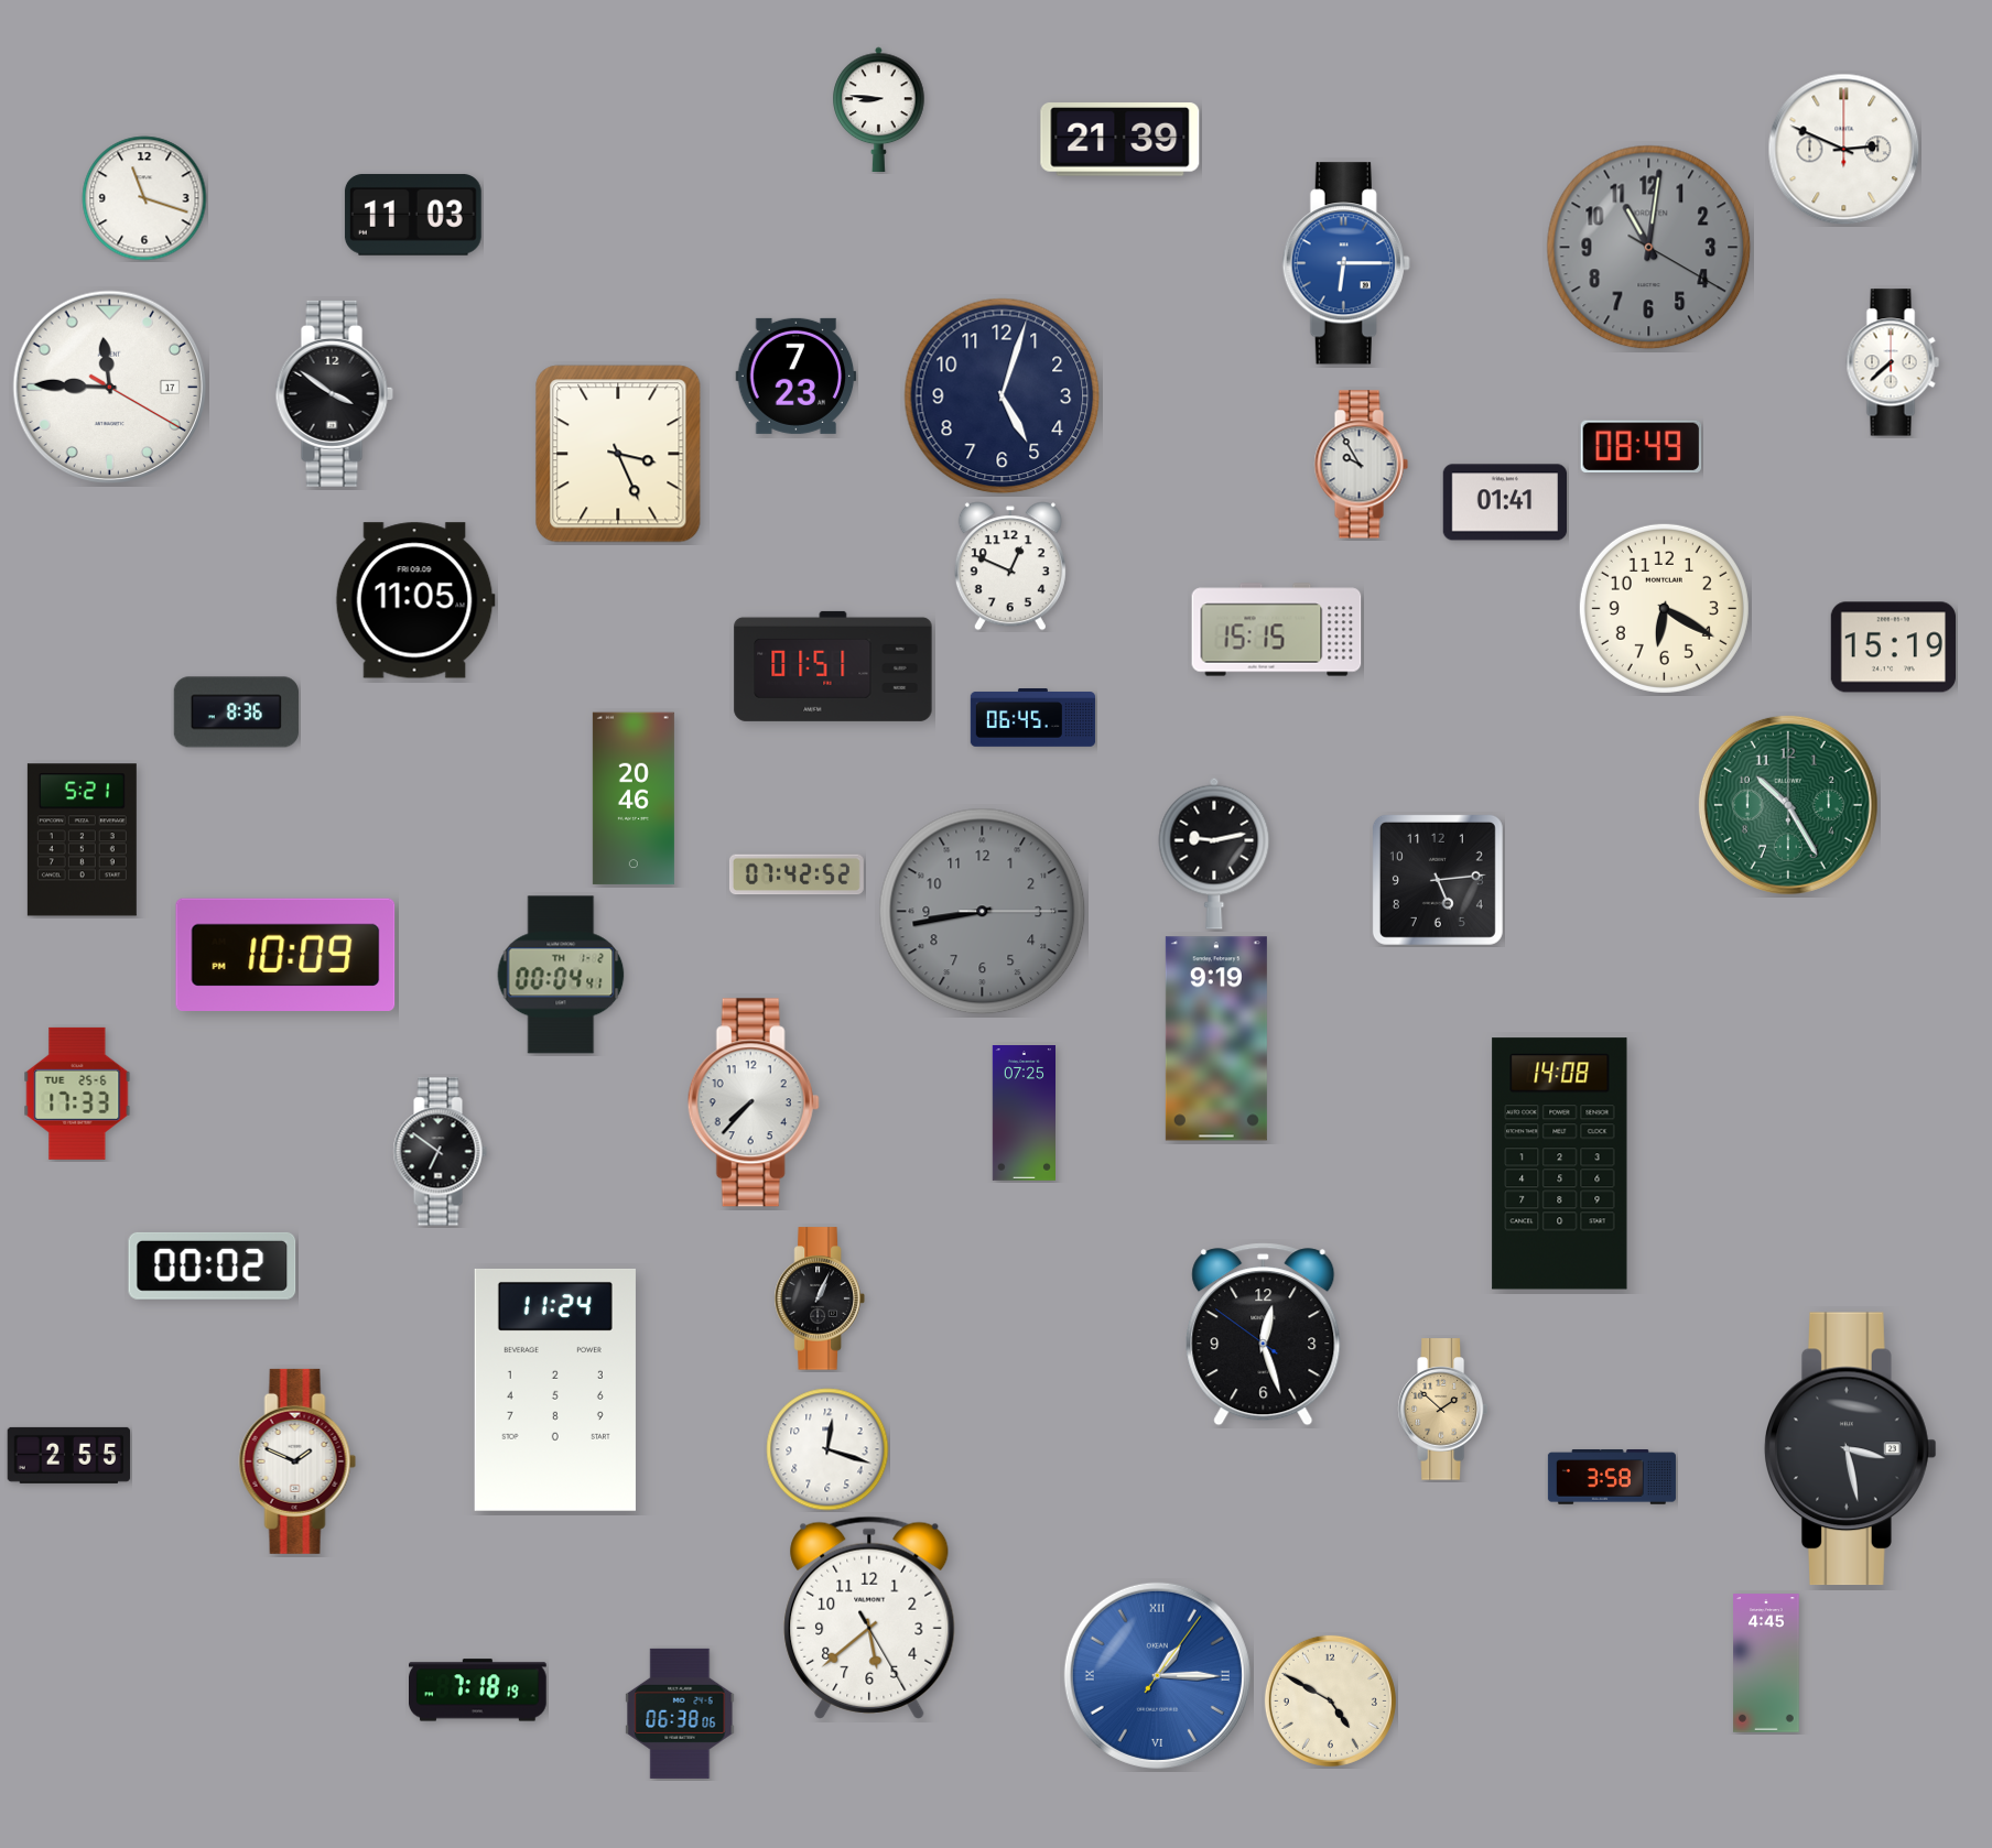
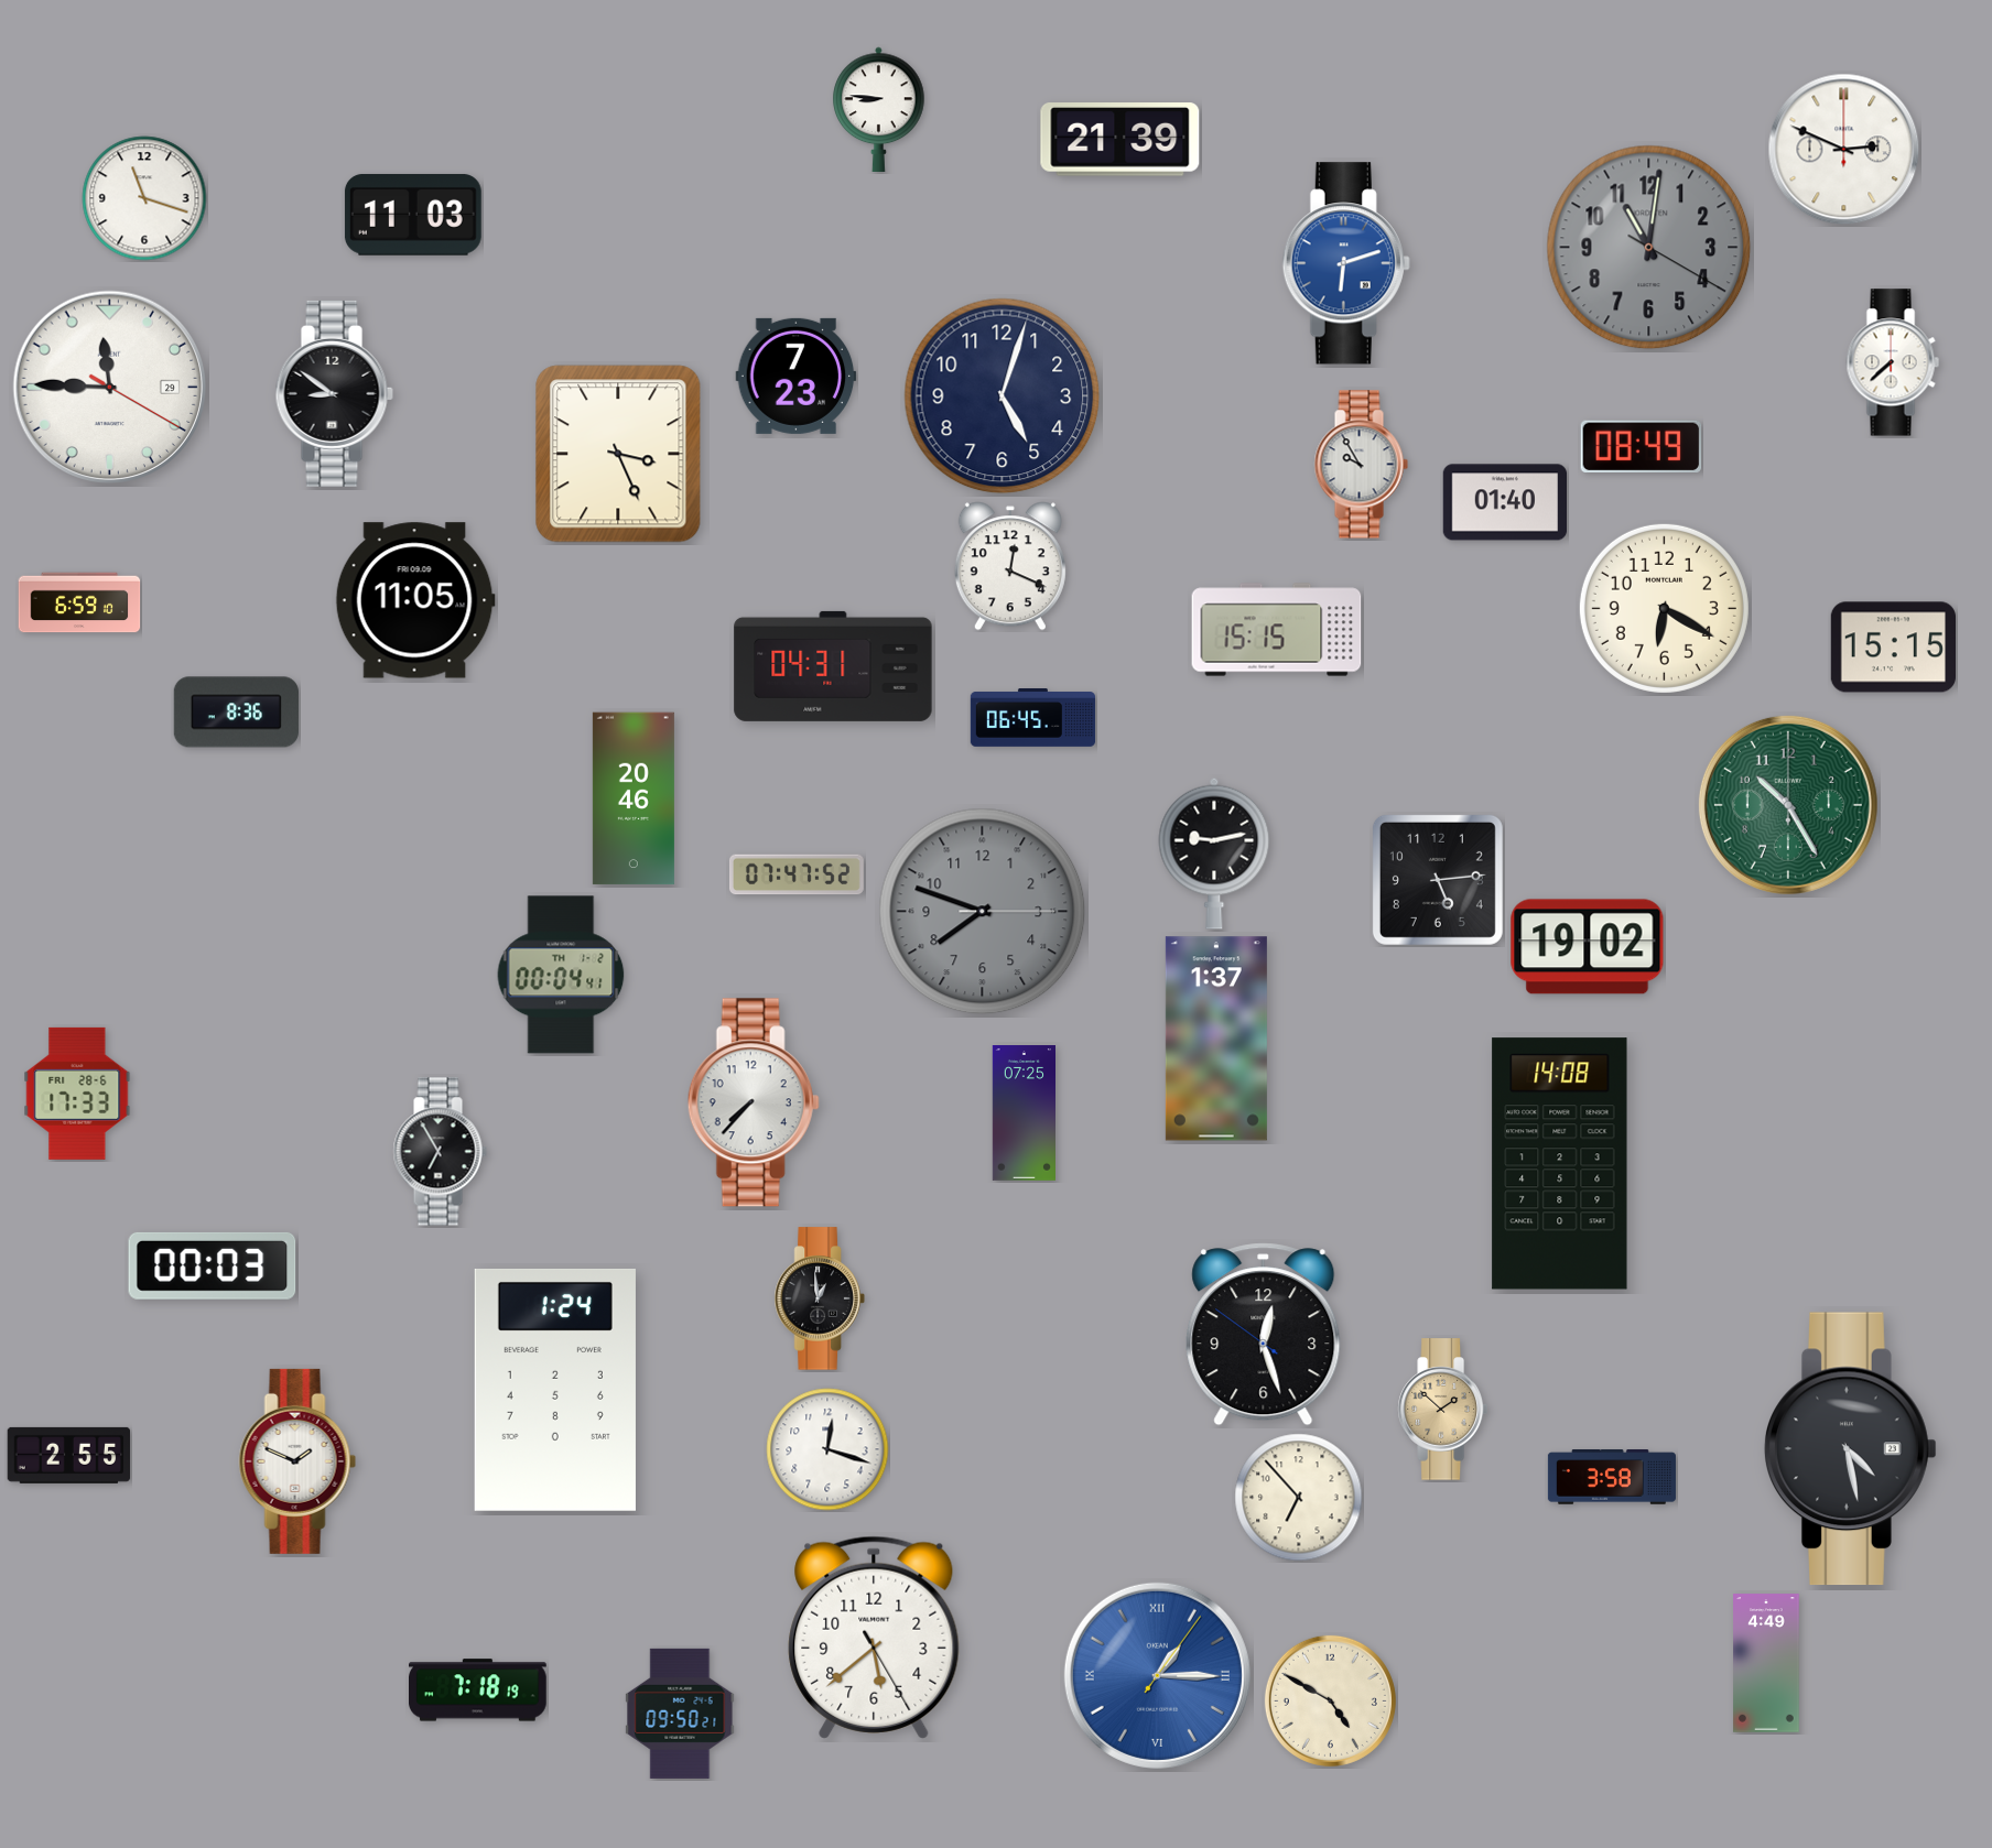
clock at (1346, 263): 6:15 -> 6:12
clock at (109, 387) date: 17 -> 29
clock at (334, 393): 3:51 -> 8:51
clock at (1504, 502): 01:41 -> 01:40
clock at (1010, 566): 12:49 -> 12:19
clock at (79, 602): none -> 6:59
clock at (1893, 648): 15:19 -> 15:15
clock at (833, 666): 01:51 -> 04:31
clock at (82, 840): 5:21 -> none
clock at (797, 874): 07:42 -> 07:47
clock at (983, 912): 8:43 -> 7:48
clock at (1588, 947): none -> 19:02
clock at (285, 954): 10:09 -> none
clock at (1216, 1039): 9:19 -> 1:37
clock at (77, 1094) date: TUE 25-6 -> FRI 28-6
clock at (440, 1152): 6:51 -> 6:55
clock at (213, 1265): 00:02 -> 00:03
clock at (820, 1298): 1:04 -> 12:59
clock at (555, 1390): 11:24 -> 1:24
clock at (1851, 1449): 3:28 -> 4:28
clock at (1299, 1498): none -> 6:53
clock at (869, 1618) position: (869, 1618) -> (874, 1638)
clock at (1766, 1663): 4:45 -> 4:49
clock at (680, 1714): 06:38 -> 09:50
